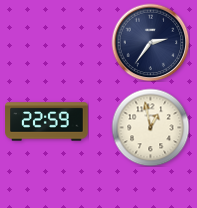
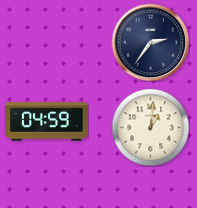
clock at (47, 122): 22:59 -> 04:59
clock at (150, 127): 12:58 -> 1:01
